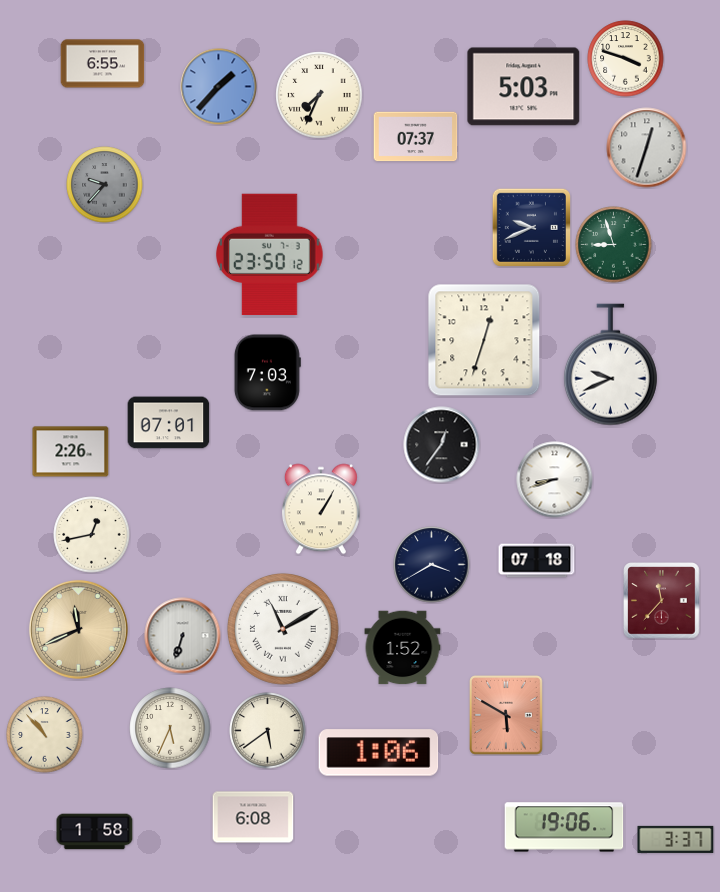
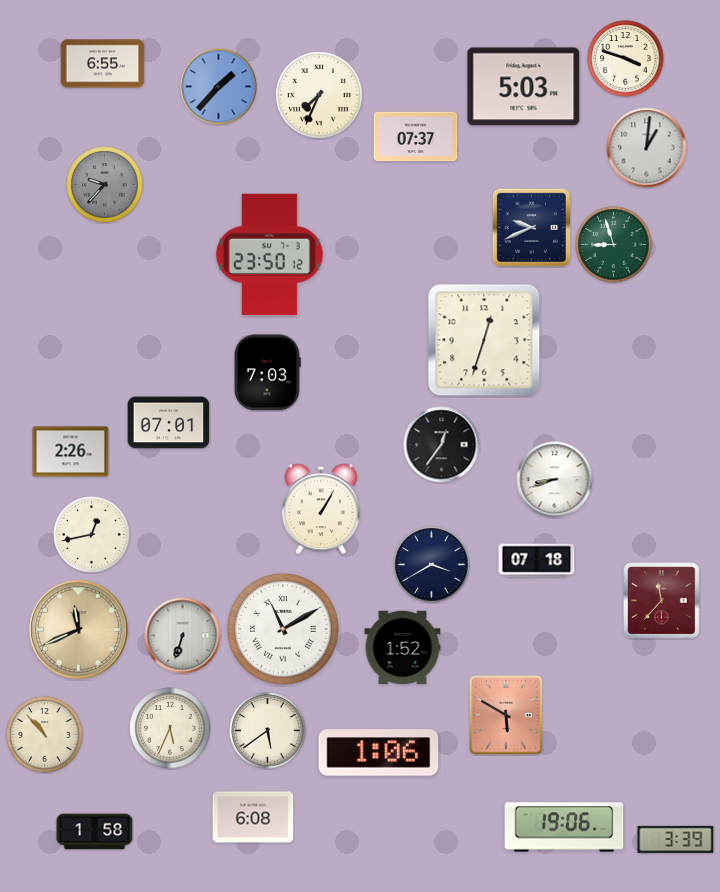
clock at (647, 148): 12:33 -> 1:01
clock at (610, 365): 9:41 -> none
clock at (676, 839): 3:37 -> 3:39
